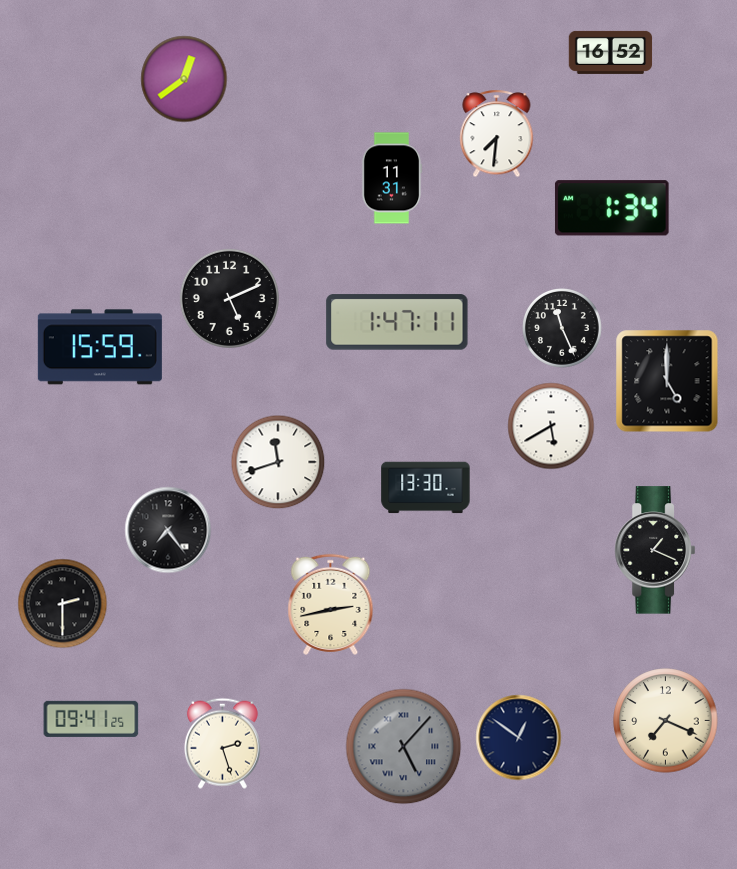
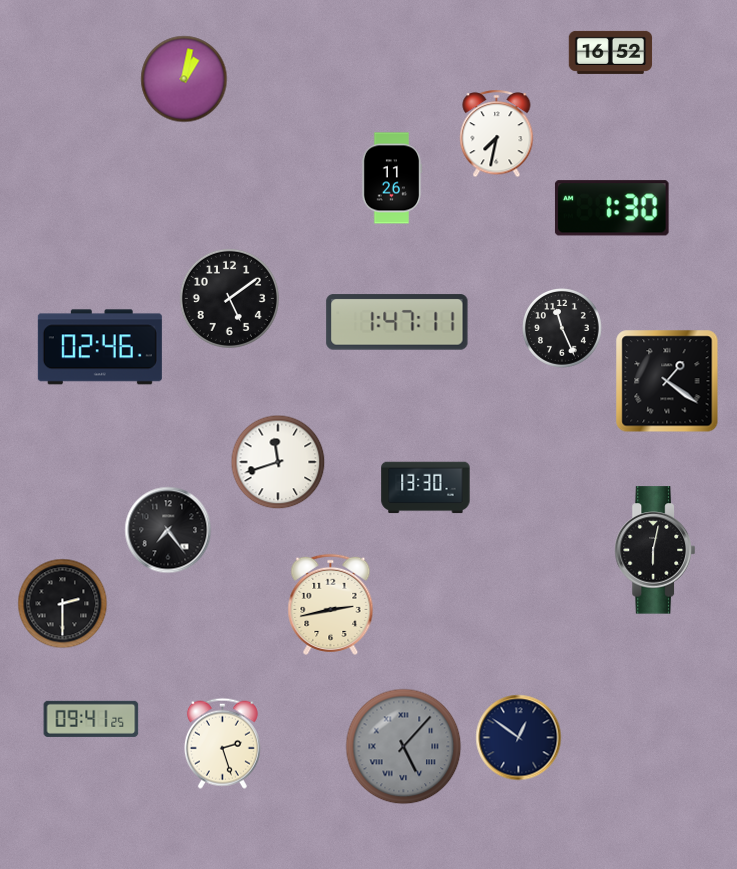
clock at (184, 79): 12:39 -> 1:02
clock at (497, 134): 7:31 -> 7:32
clock at (392, 178): 11:31 -> 11:26
clock at (612, 208): 1:34 -> 1:30
clock at (229, 298): 5:11 -> 5:09
clock at (100, 347): 15:59 -> 02:46
clock at (667, 381): 5:00 -> 1:21
clock at (551, 426): 5:40 -> none
clock at (655, 550): 1:19 -> 6:02
clock at (666, 721): 7:19 -> none
